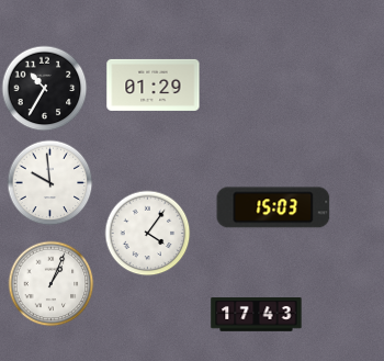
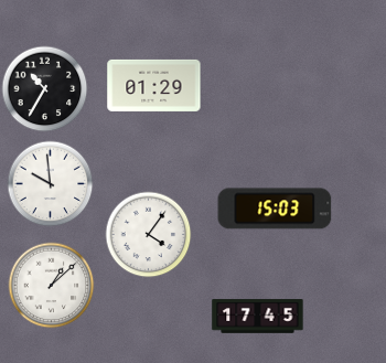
clock at (50, 283): 1:04 -> 1:08
clock at (257, 315): 17:43 -> 17:45
